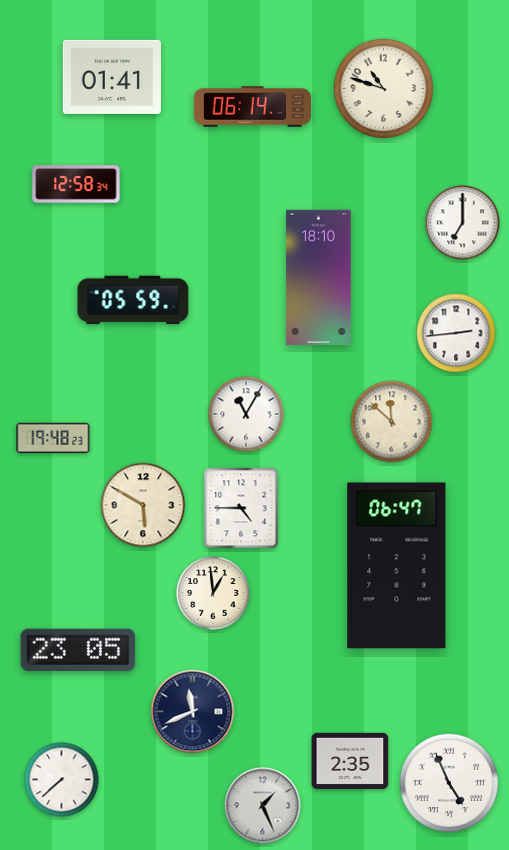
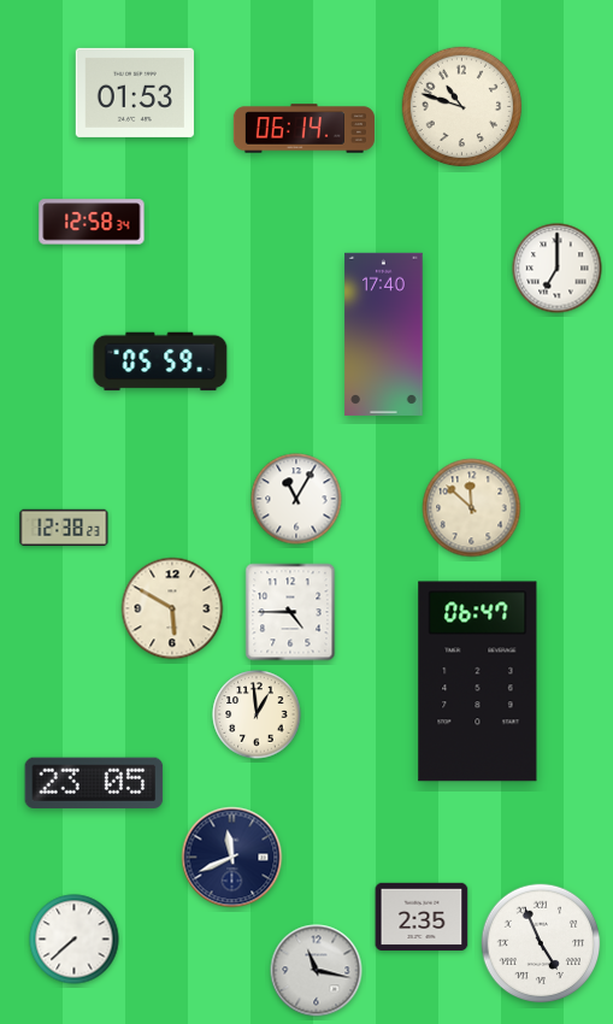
clock at (111, 77): 01:41 -> 01:53
clock at (319, 277): 18:10 -> 17:40
clock at (456, 333): 2:44 -> none
clock at (53, 438): 19:48 -> 12:38
clock at (263, 806): 1:26 -> 11:17
